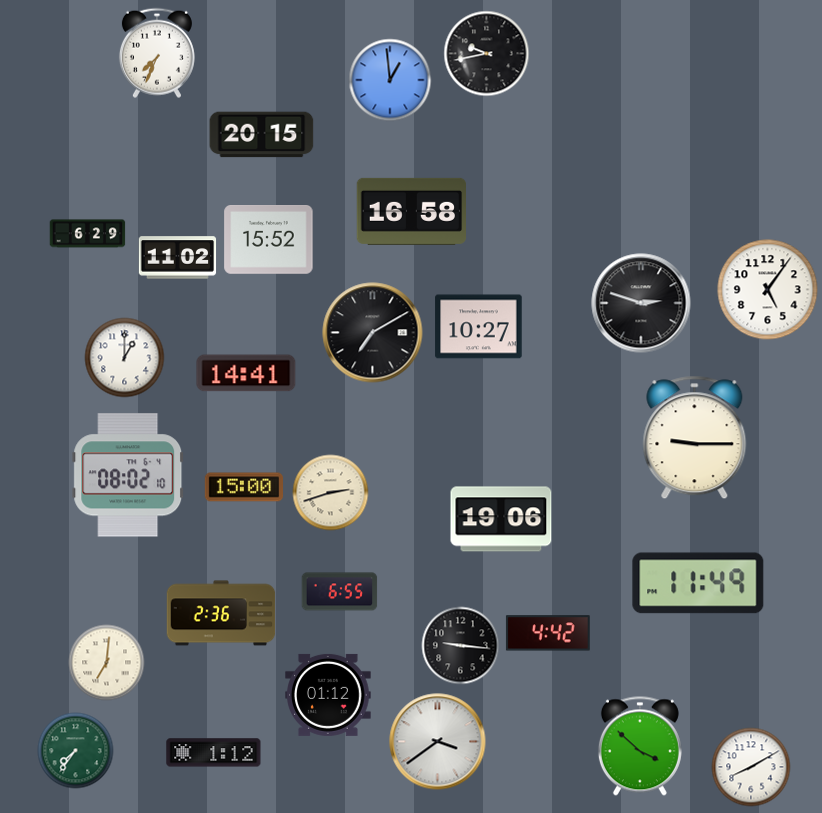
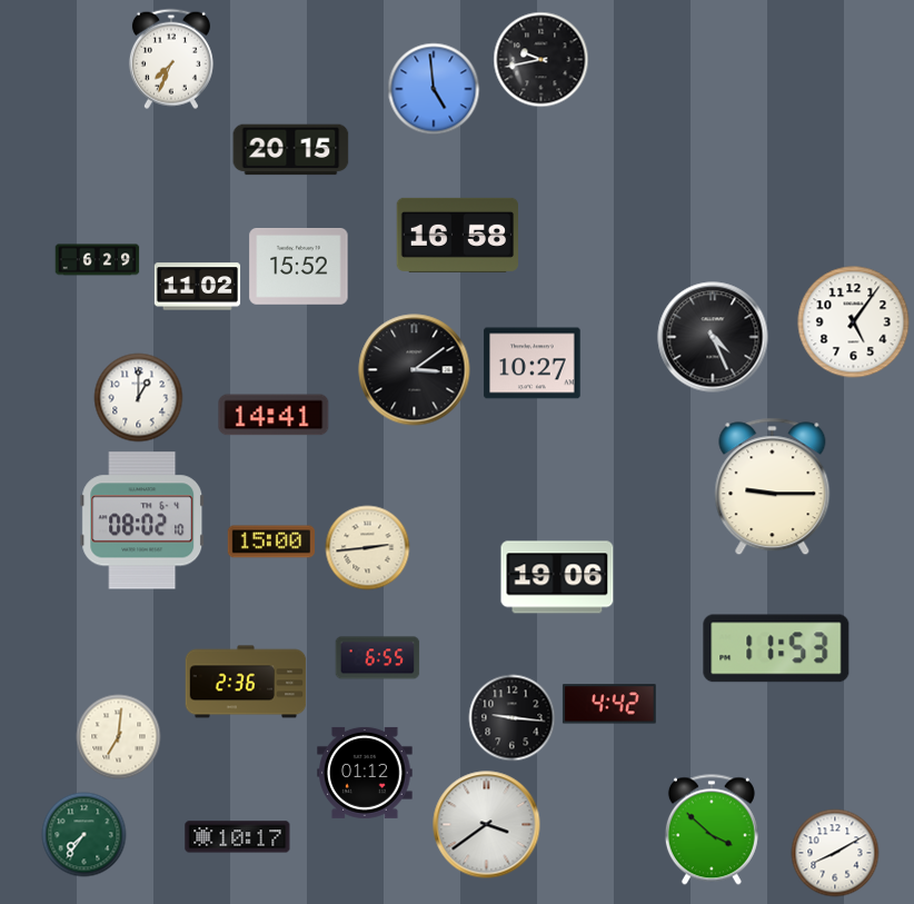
clock at (157, 53) position: (157, 53) -> (171, 59)
clock at (390, 80): 12:59 -> 4:59
clock at (641, 303): 2:48 -> 4:26
clock at (373, 333): 7:10 -> 3:09
clock at (128, 475) position: (128, 475) -> (142, 520)
clock at (331, 493): 2:42 -> 2:44
clock at (698, 583): 11:49 -> 11:53
clock at (214, 753): 1:12 -> 10:17
